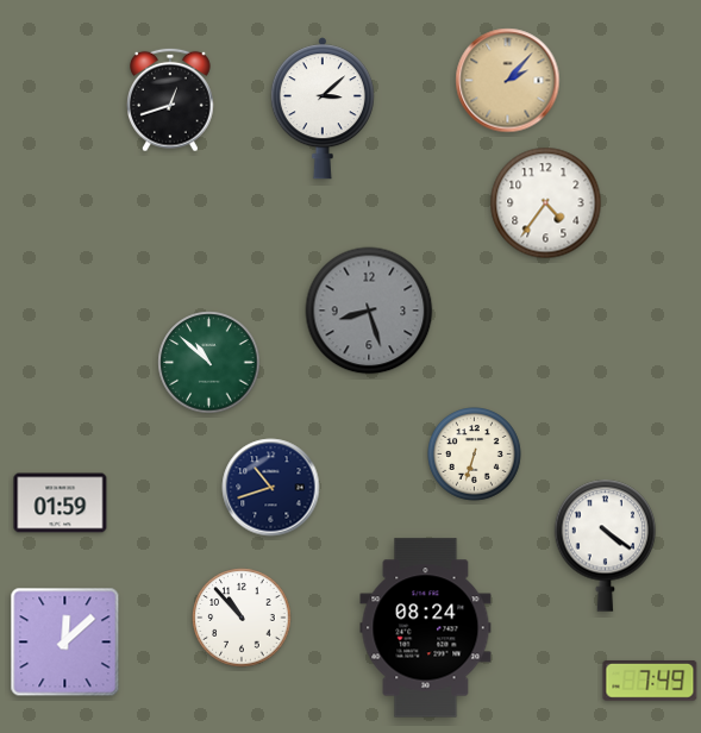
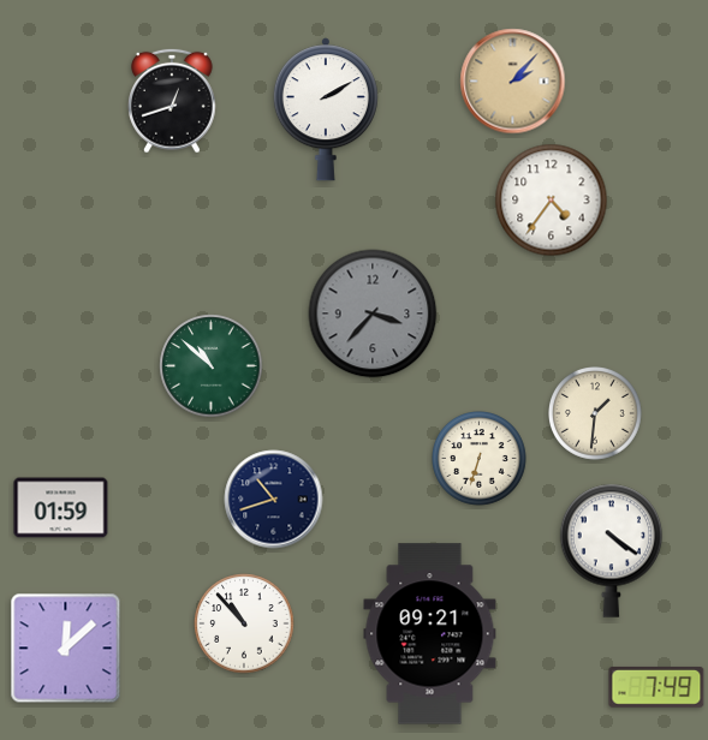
clock at (323, 108): 3:08 -> 2:10
clock at (546, 203) position: (546, 203) -> (552, 201)
clock at (369, 311): 8:27 -> 3:37
clock at (596, 414): none -> 1:31
clock at (271, 488) position: (271, 488) -> (274, 500)
clock at (426, 628): 08:24 -> 09:21
